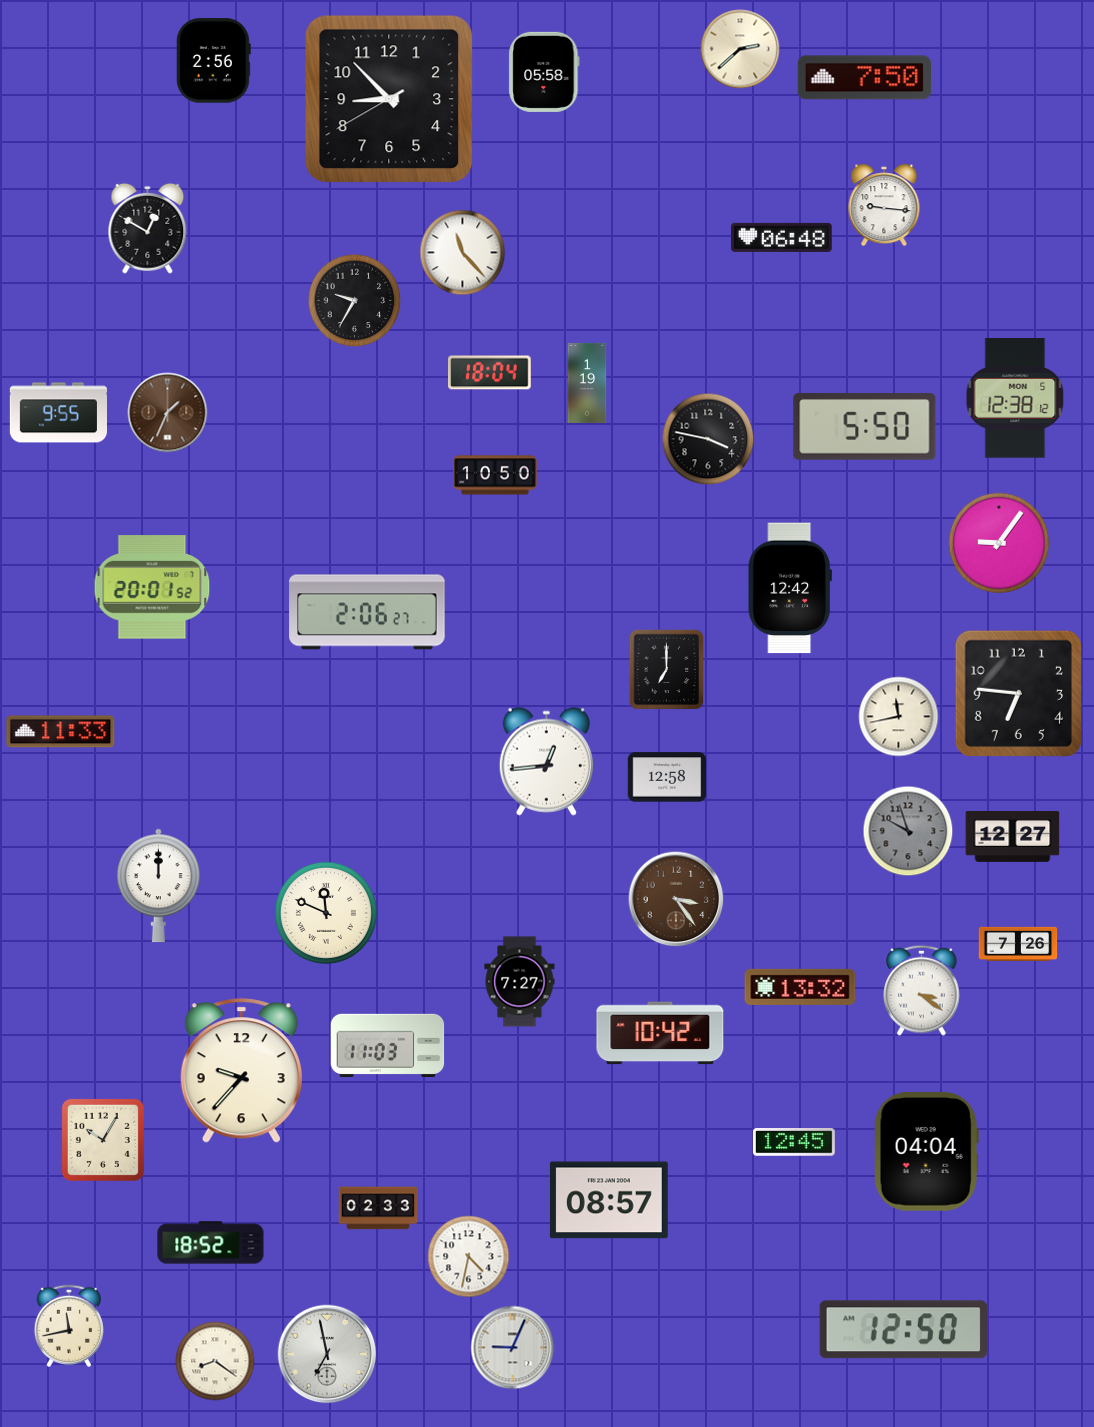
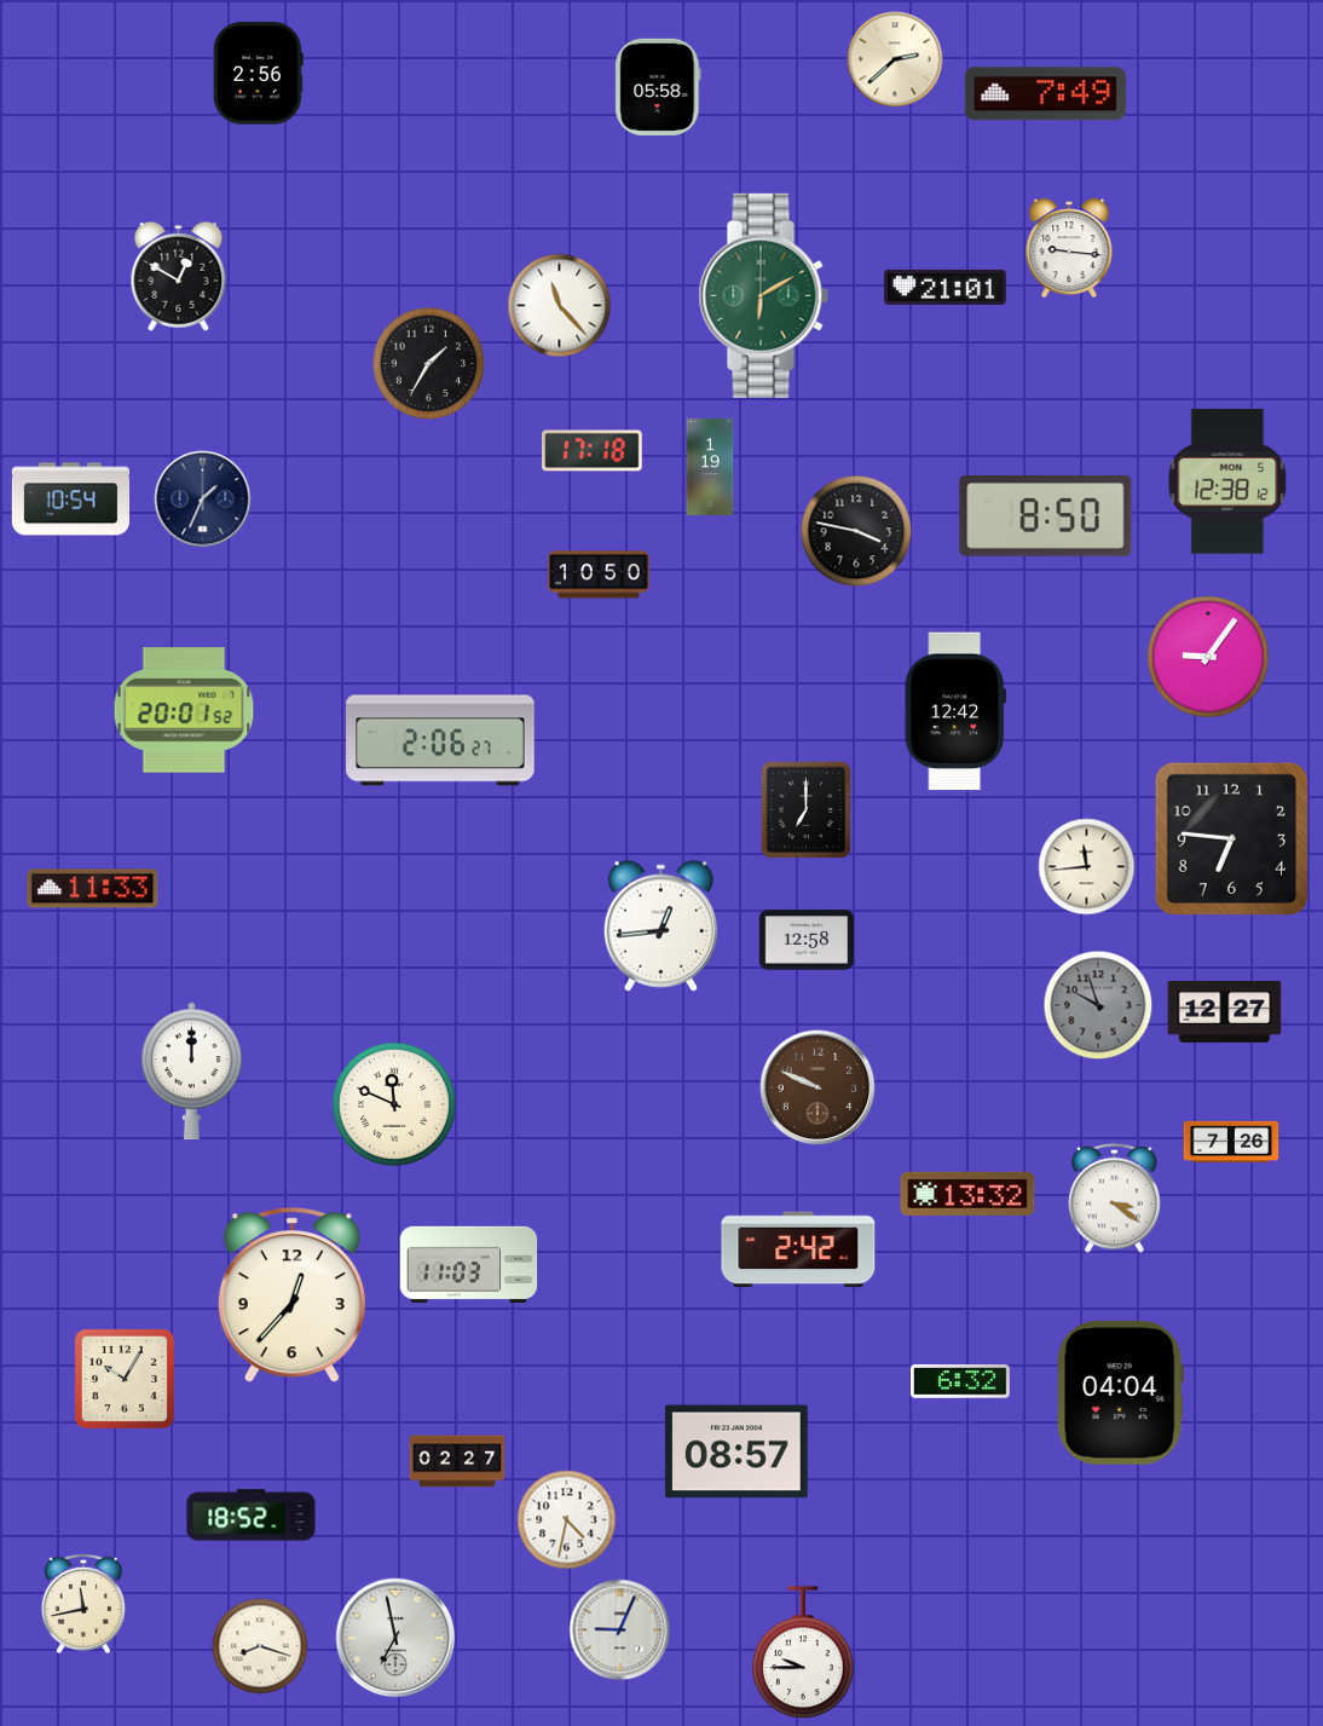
clock at (864, 78): 7:50 -> 7:49
clock at (389, 99): 8:52 -> none
clock at (782, 237): 06:48 -> 21:01
clock at (763, 295): none -> 6:10
clock at (355, 301): 9:35 -> 1:35
clock at (490, 373): 18:04 -> 17:18
clock at (587, 383) position: (587, 383) -> (710, 467)
clock at (58, 413): 9:55 -> 10:54
clock at (168, 413) dial: brown -> navy
clock at (865, 427): 5:50 -> 8:50
clock at (367, 612) position: (367, 612) -> (440, 740)
clock at (899, 717): 11:43 -> 11:44
clock at (61, 732) position: (61, 732) -> (93, 889)
clock at (546, 761) position: (546, 761) -> (660, 925)
clock at (676, 899): 3:24 -> 9:49
clock at (520, 982): 7:27 -> none
clock at (660, 1033): 10:42 -> 2:42
clock at (241, 1071): 9:37 -> 12:37
clock at (794, 1143): 12:45 -> 6:32
clock at (378, 1208): 02:33 -> 02:27
clock at (211, 1243) position: (211, 1243) -> (252, 1516)
clock at (903, 1330): 12:50 -> none
clock at (215, 1361): 8:21 -> 8:18
clock at (803, 1653): none -> 9:45
